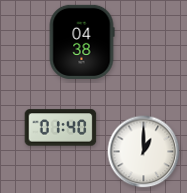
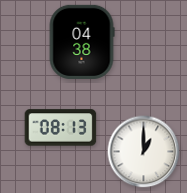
clock at (61, 128): 01:40 -> 08:13
